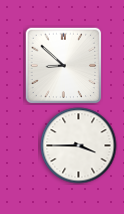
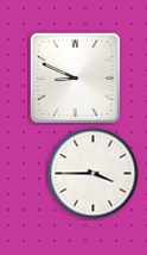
clock at (63, 65): 8:52 -> 8:49
